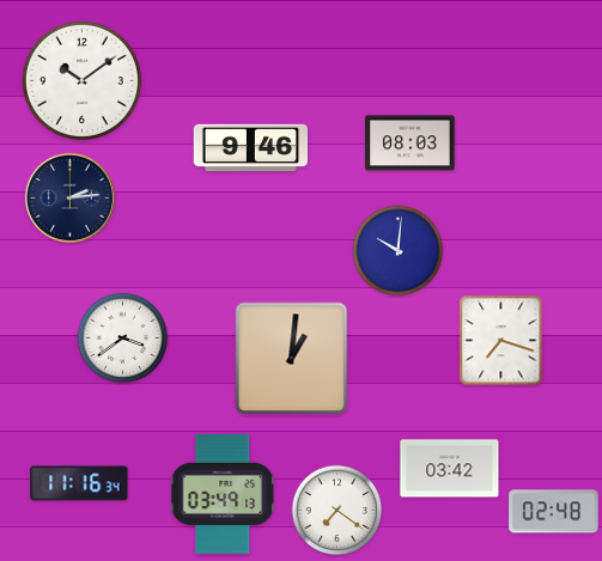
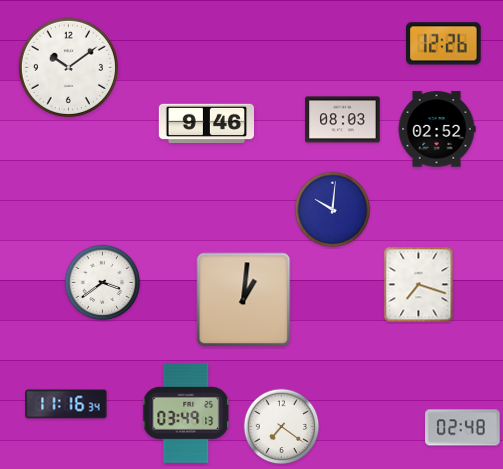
clock at (444, 44): none -> 12:26
clock at (250, 148) position: (250, 148) -> (206, 124)
clock at (437, 129): none -> 02:52
clock at (69, 197): 2:14 -> none
clock at (450, 469): 03:42 -> none
